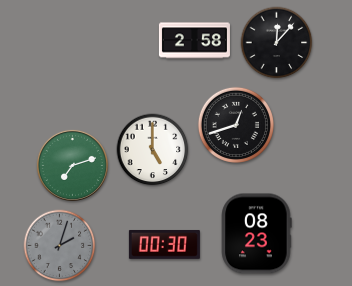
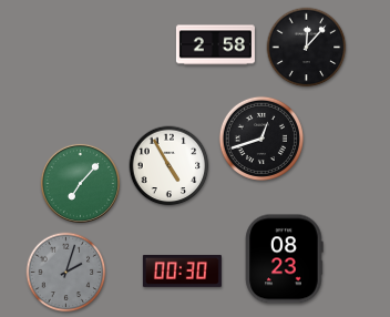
clock at (153, 150): 5:00 -> 4:55
clock at (72, 165): 7:12 -> 7:07
